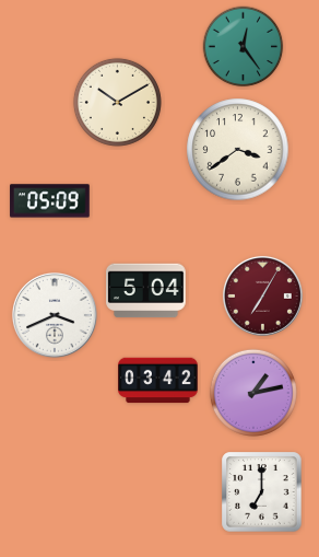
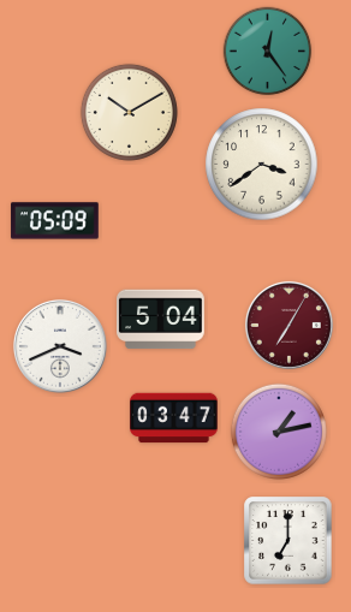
clock at (158, 381): 03:42 -> 03:47
